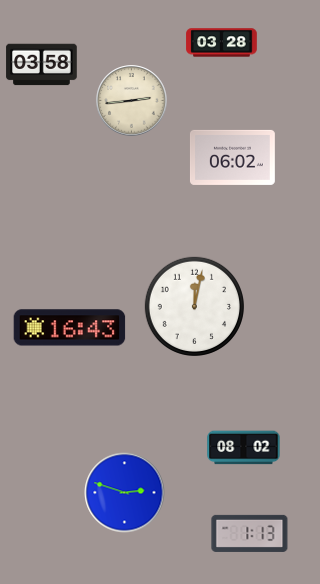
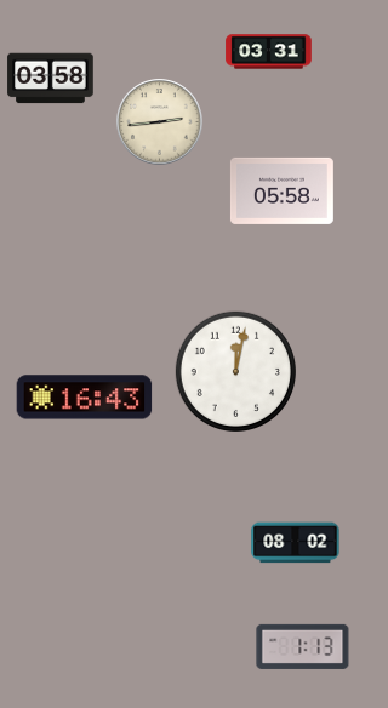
clock at (222, 43): 03:28 -> 03:31
clock at (232, 157): 06:02 -> 05:58
clock at (125, 493): 2:48 -> none
